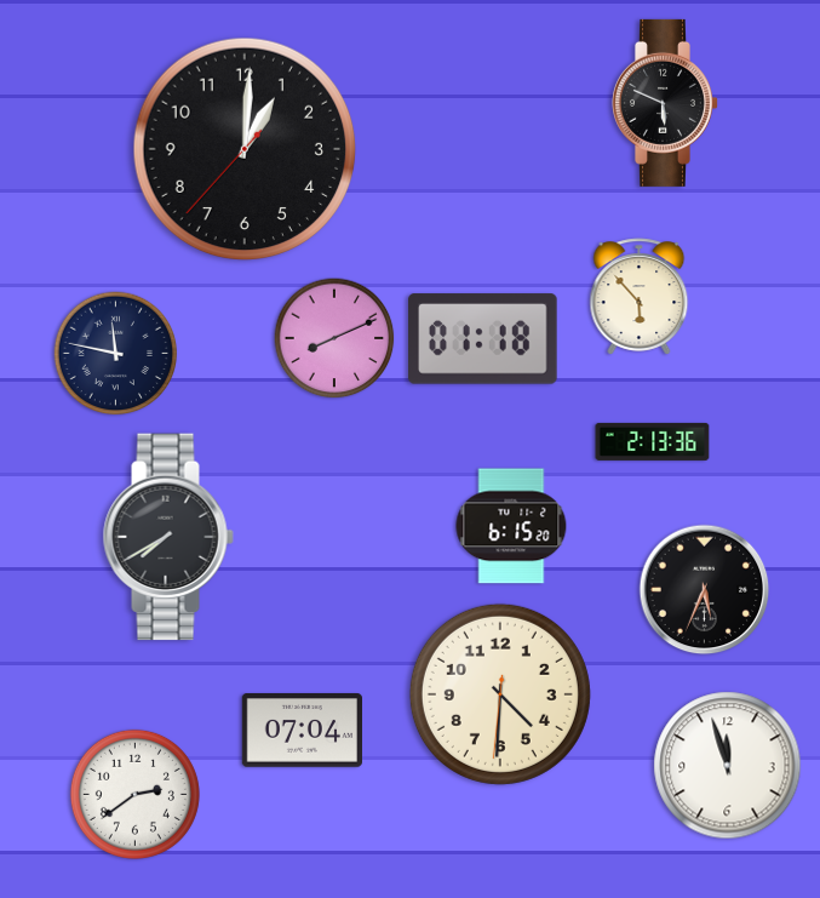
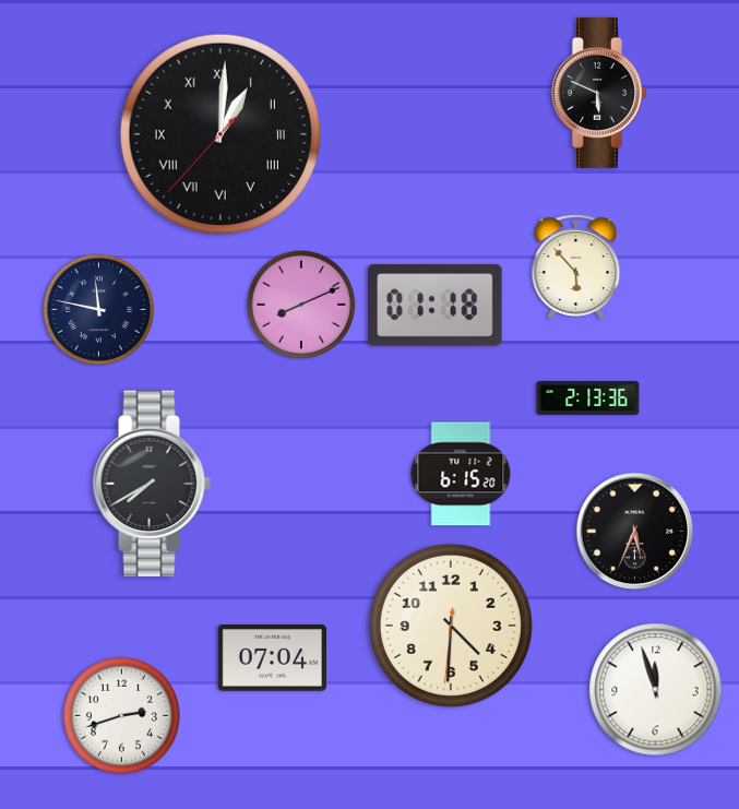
clock at (245, 149) numerals: Arabic -> Roman
clock at (116, 354) position: (116, 354) -> (99, 310)
clock at (134, 794): 2:39 -> 2:42
